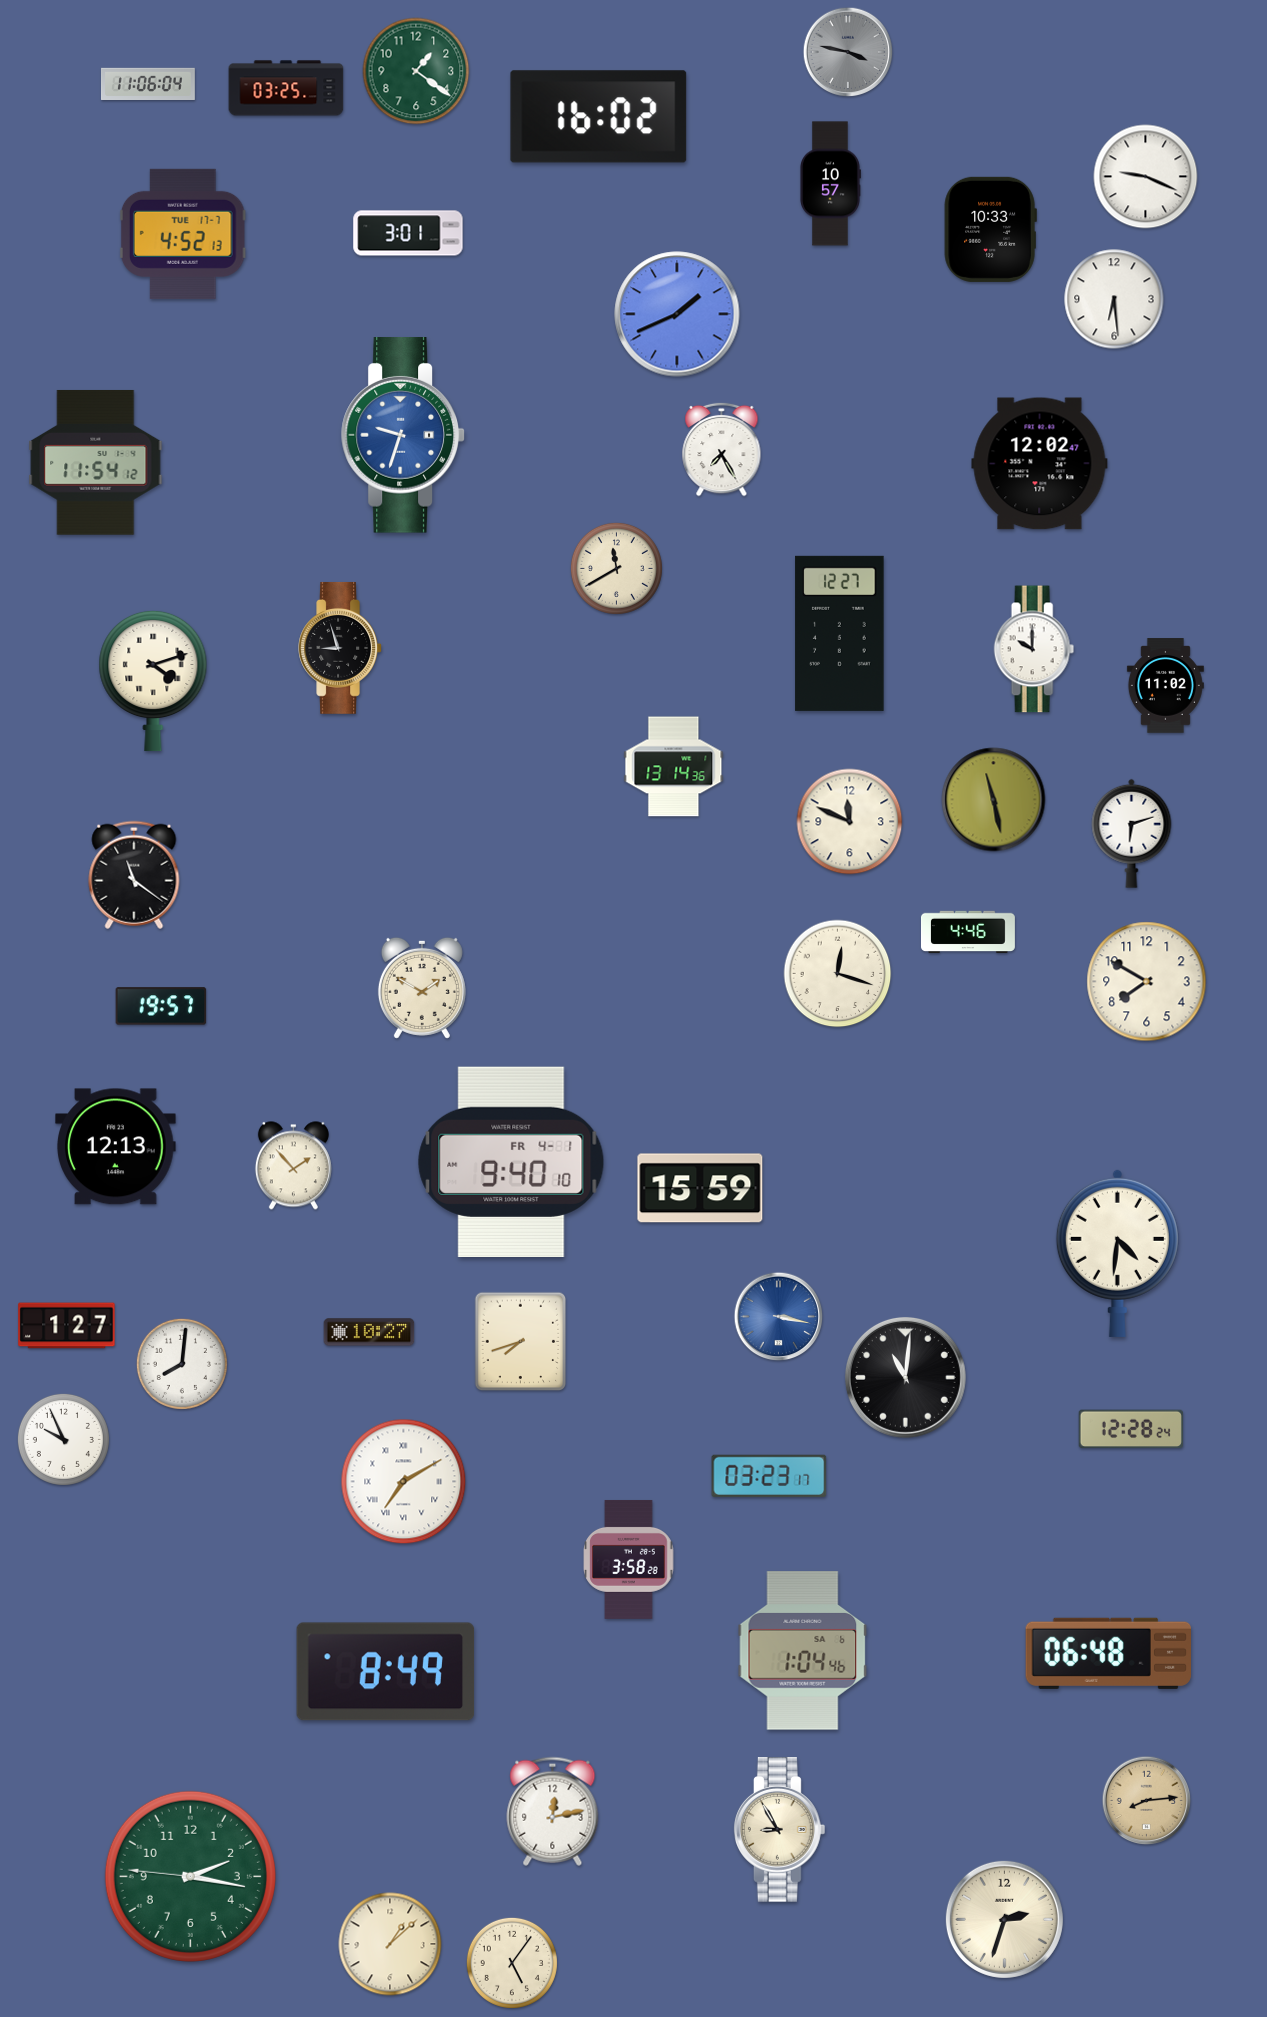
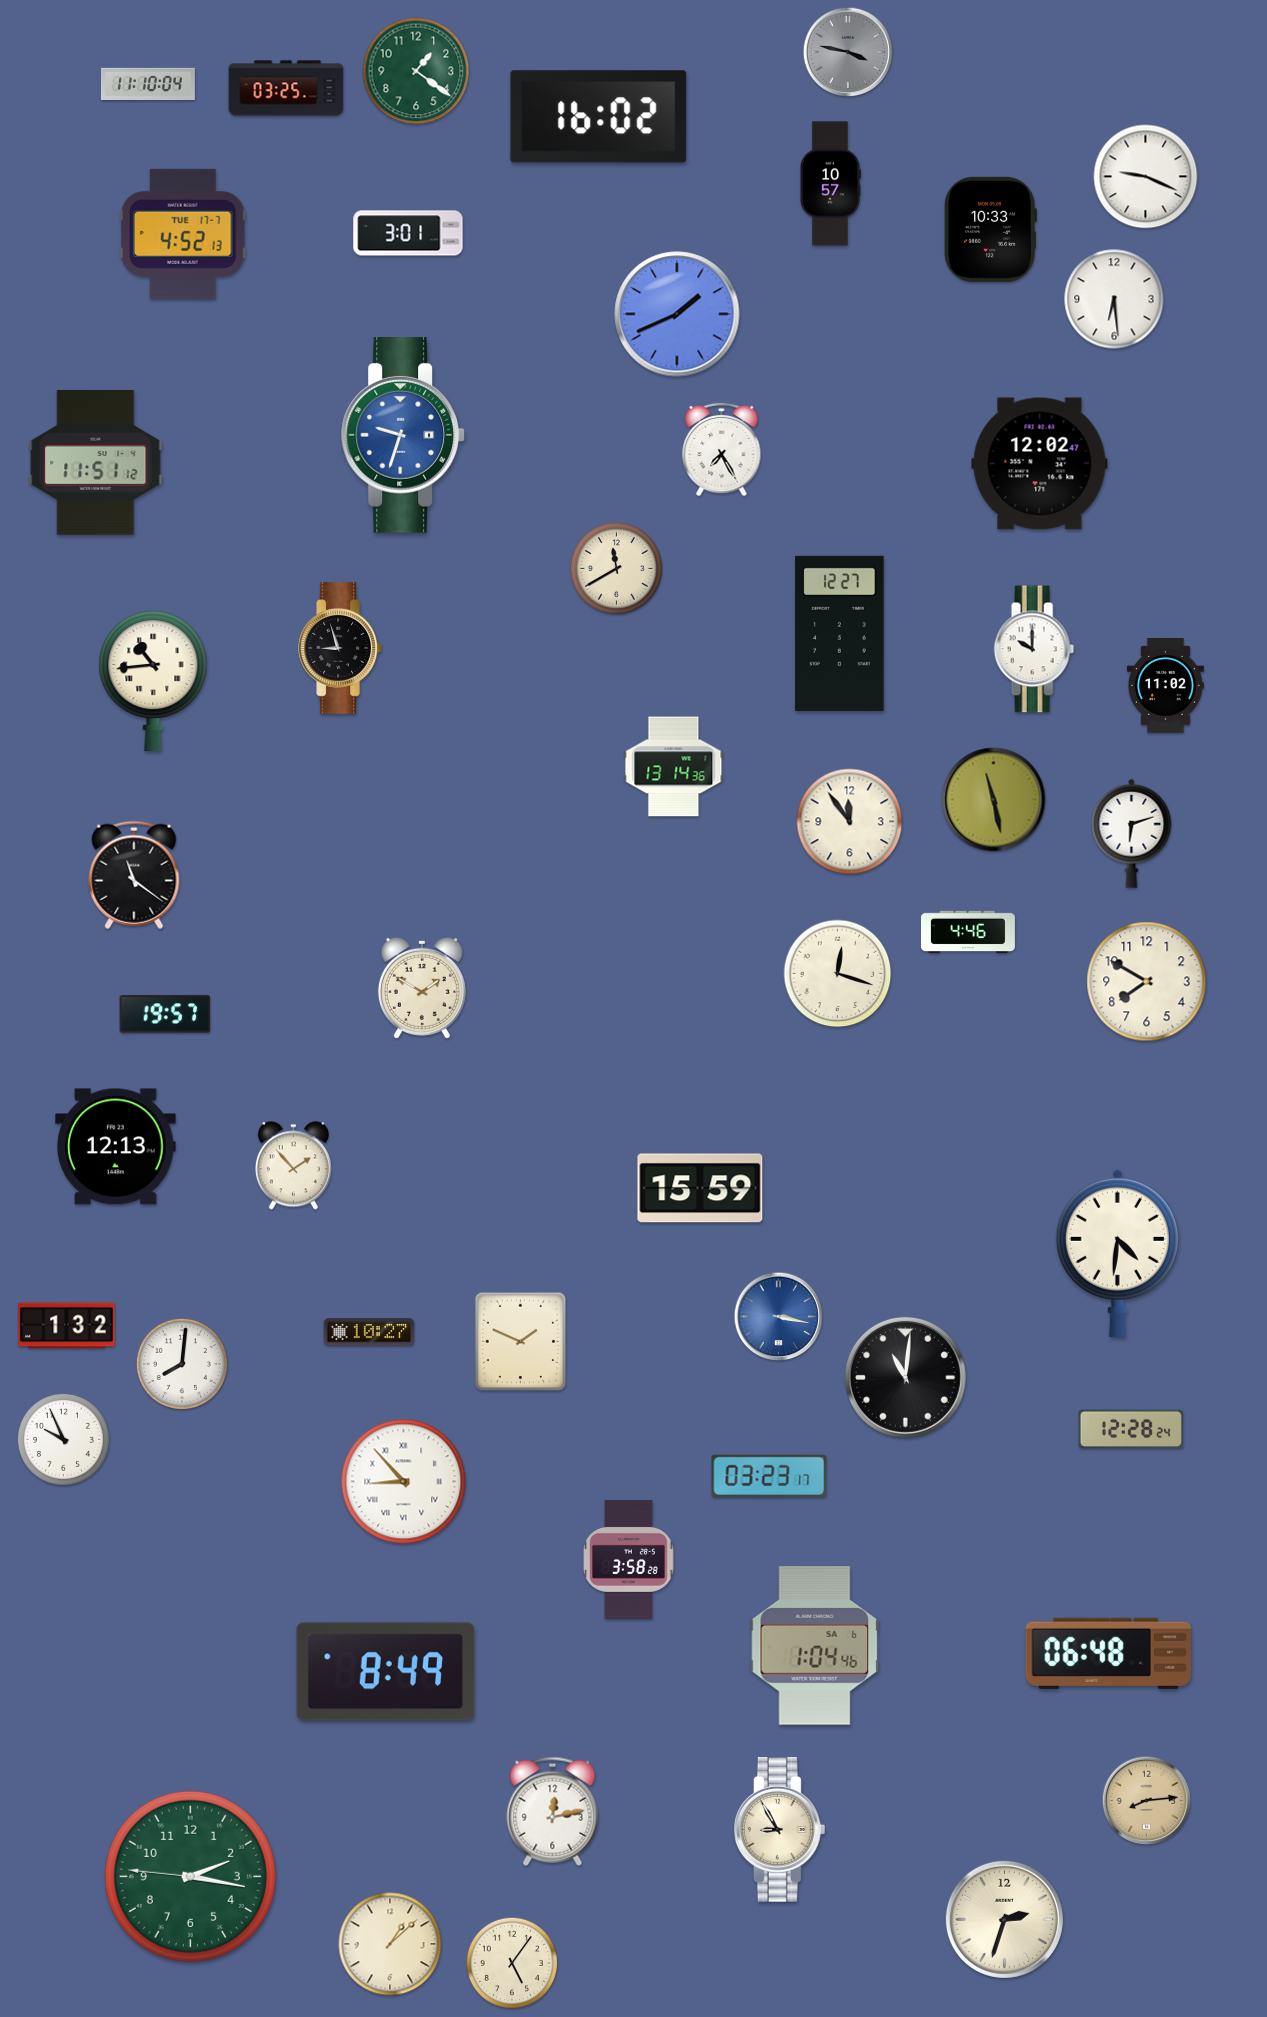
clock at (148, 83): 11:06 -> 11:10
clock at (96, 463): 11:54 -> 11:51
clock at (153, 681): 4:12 -> 10:44
clock at (850, 822): 11:49 -> 11:54
clock at (161, 1006) position: (161, 1006) -> (165, 1014)
clock at (511, 1161): 9:40 -> none
clock at (67, 1326): 1:27 -> 1:32
clock at (521, 1342): 7:42 -> 1:49
clock at (404, 1482): 7:10 -> 8:53
clock at (803, 1651) position: (803, 1651) -> (815, 1646)
